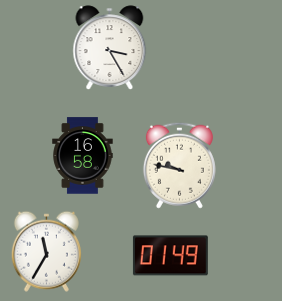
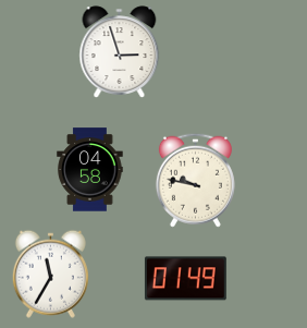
clock at (110, 48): 3:25 -> 2:57
clock at (83, 156): 16:58 -> 04:58
